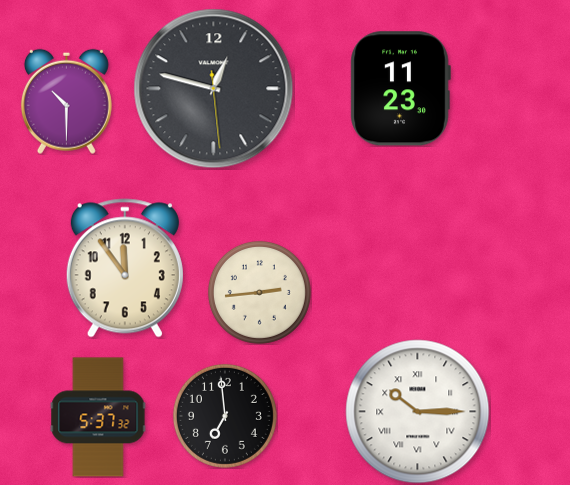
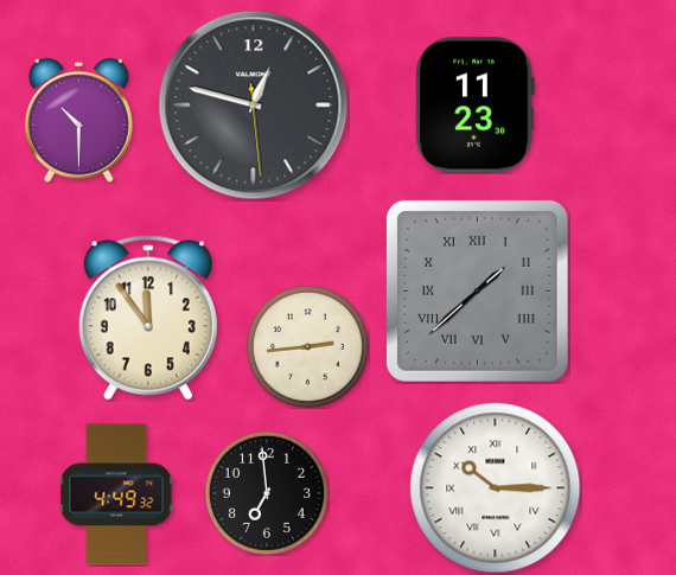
clock at (477, 290): none -> 1:38
clock at (98, 417): 5:37 -> 4:49
